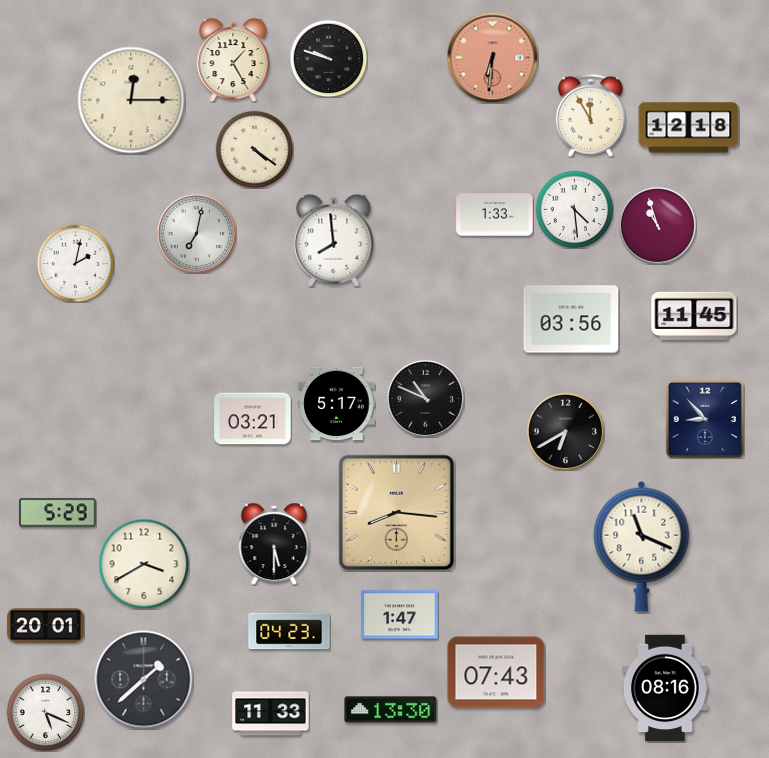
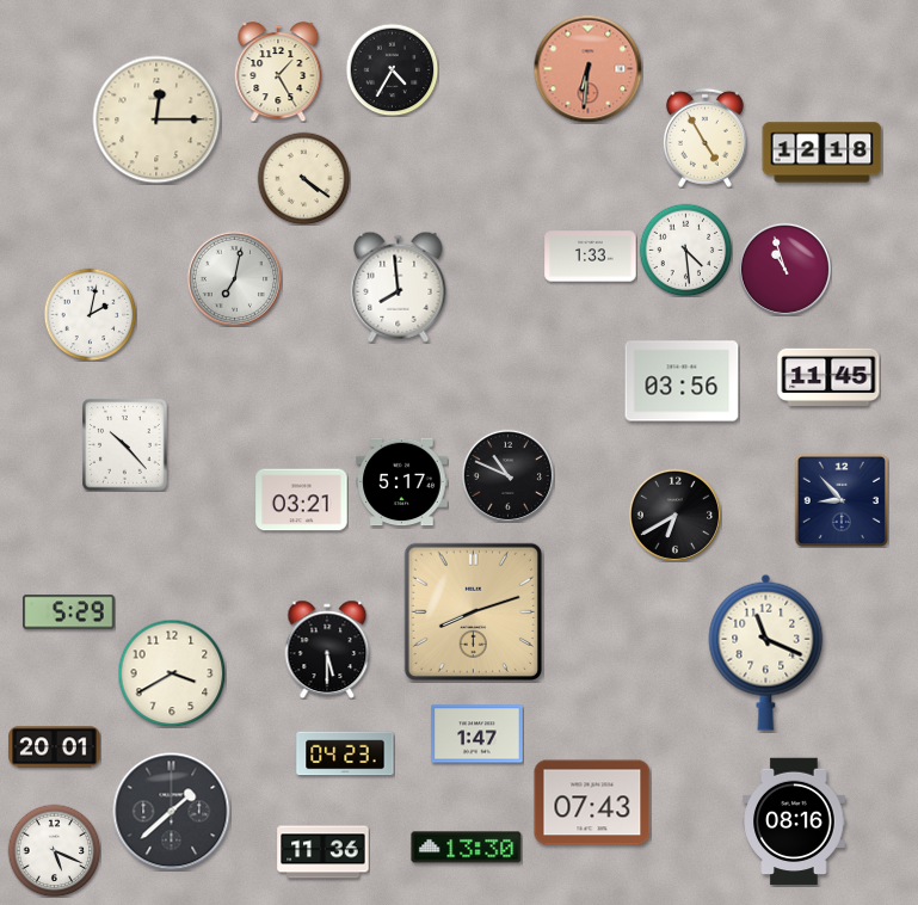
clock at (328, 58): 9:48 -> 4:35
clock at (590, 115): 11:55 -> 4:55
clock at (125, 445): none -> 10:23
clock at (396, 512): 8:16 -> 8:12
clock at (271, 714): 11:33 -> 11:36
